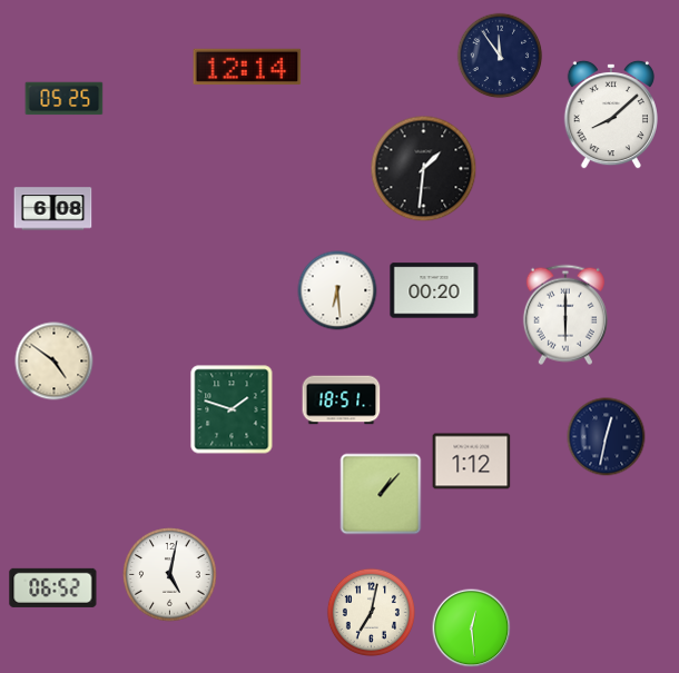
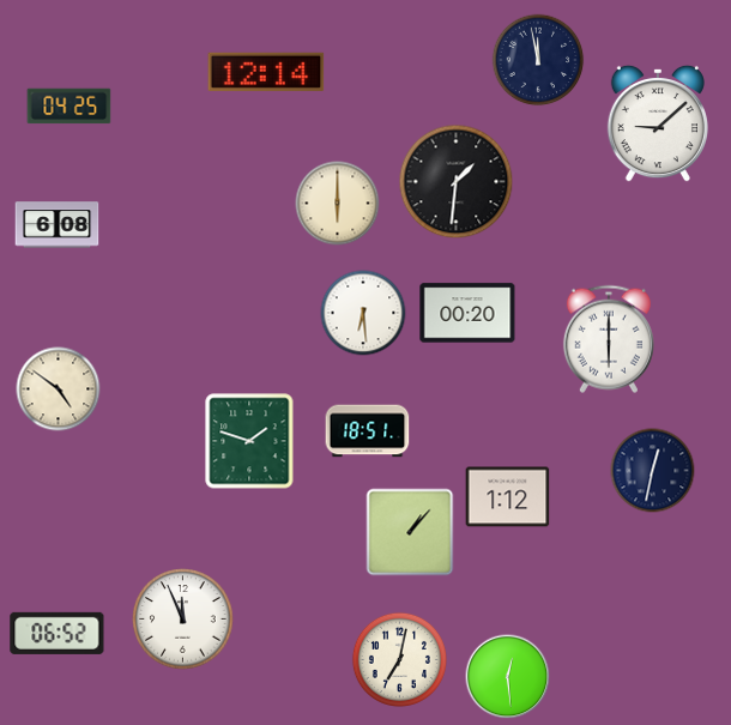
clock at (500, 56): 11:54 -> 11:58
clock at (65, 99): 05:25 -> 04:25
clock at (611, 115): 8:08 -> 9:08
clock at (338, 204): none -> 6:00
clock at (170, 575): 5:02 -> 11:56
